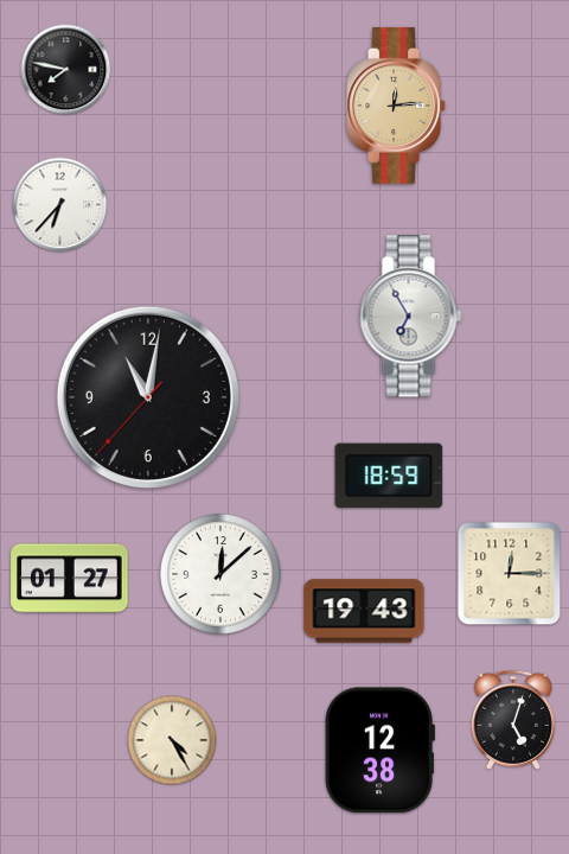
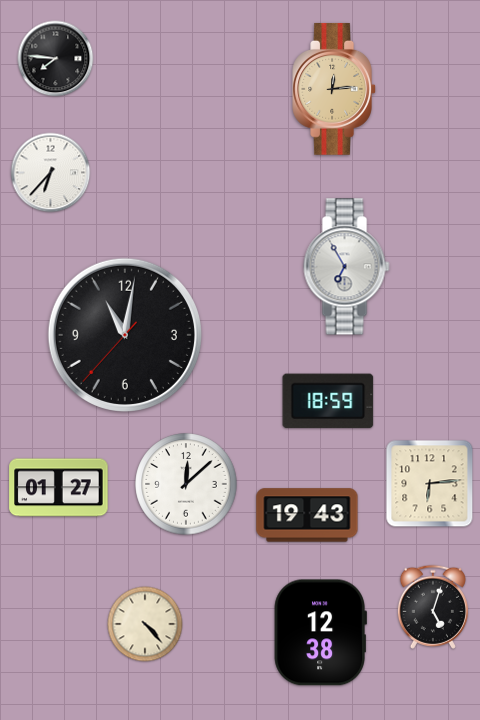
clock at (66, 70): 7:47 -> 7:46
clock at (510, 574): 12:15 -> 6:14
clock at (172, 740): 4:25 -> 4:23
